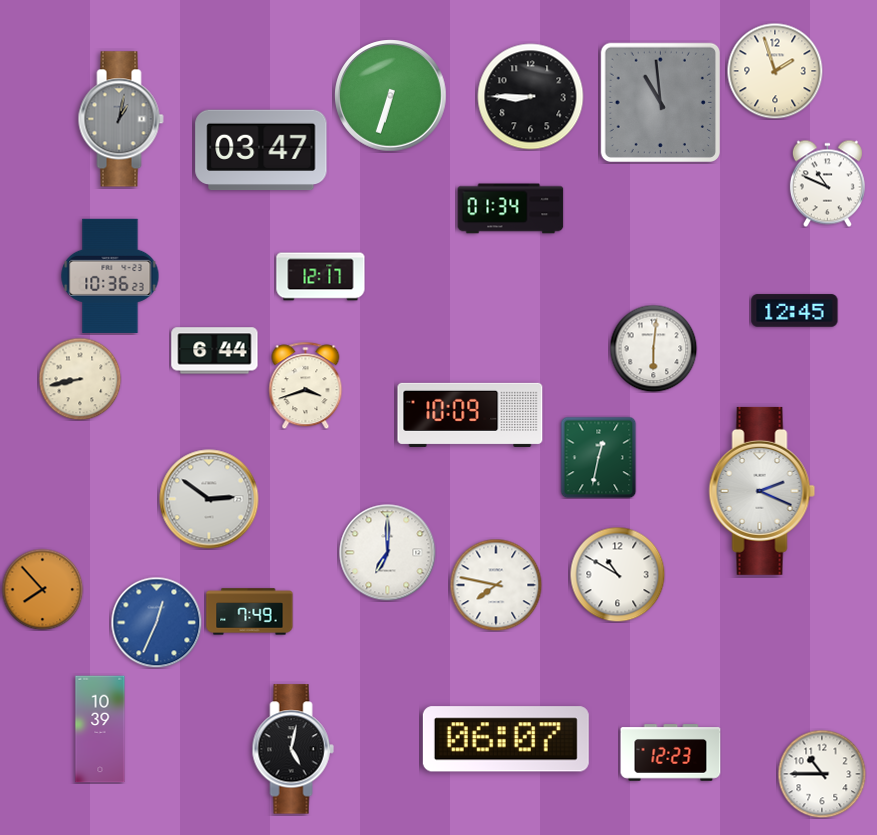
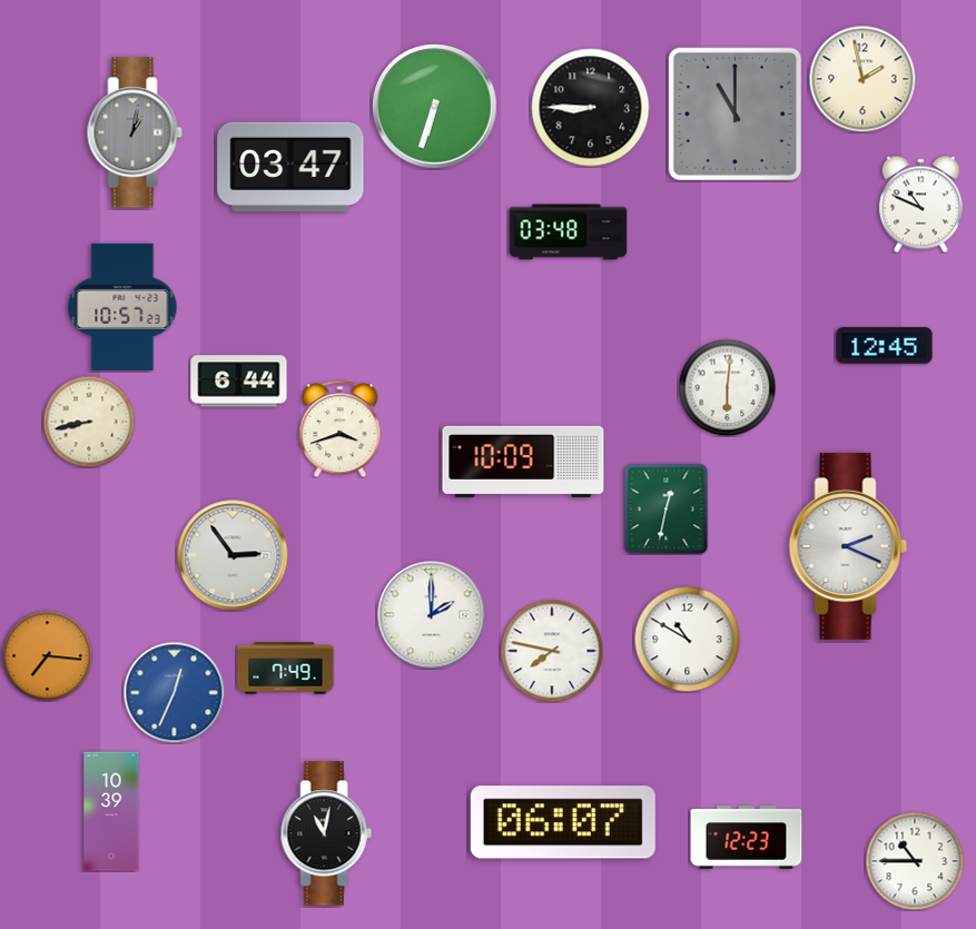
clock at (775, 71): 1:57 -> 1:58
clock at (660, 102): 10:59 -> 11:00
clock at (511, 209): 01:34 -> 03:48
clock at (110, 276): 10:36 -> 10:57
clock at (321, 277): 12:17 -> none
clock at (215, 351) position: (215, 351) -> (239, 382)
clock at (209, 499): 2:51 -> 2:54
clock at (388, 553): 7:00 -> 2:00
clock at (42, 589): 7:53 -> 7:16
clock at (250, 612) position: (250, 612) -> (286, 669)
clock at (293, 749): 5:02 -> 11:02
